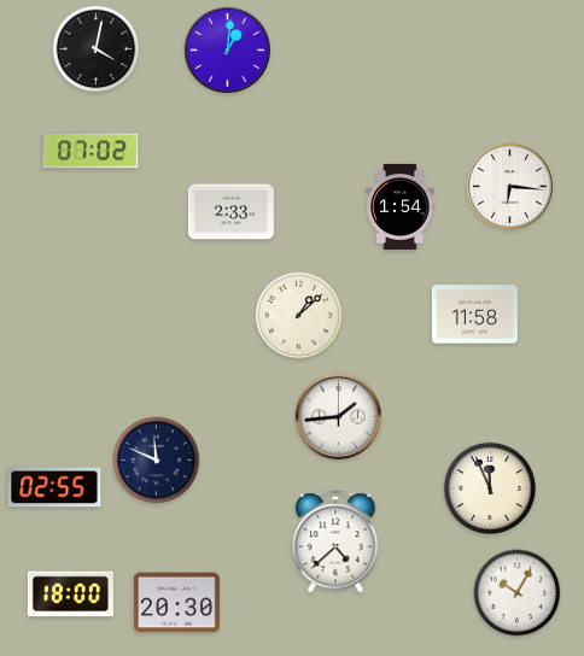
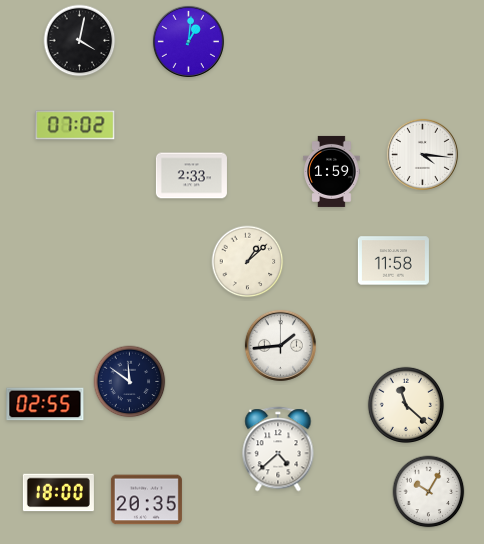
clock at (509, 186): 6:16 -> 4:16
clock at (401, 206): 1:54 -> 1:59
clock at (157, 461): 11:49 -> 11:51
clock at (489, 487): 11:56 -> 11:22
clock at (176, 603): 20:30 -> 20:35
